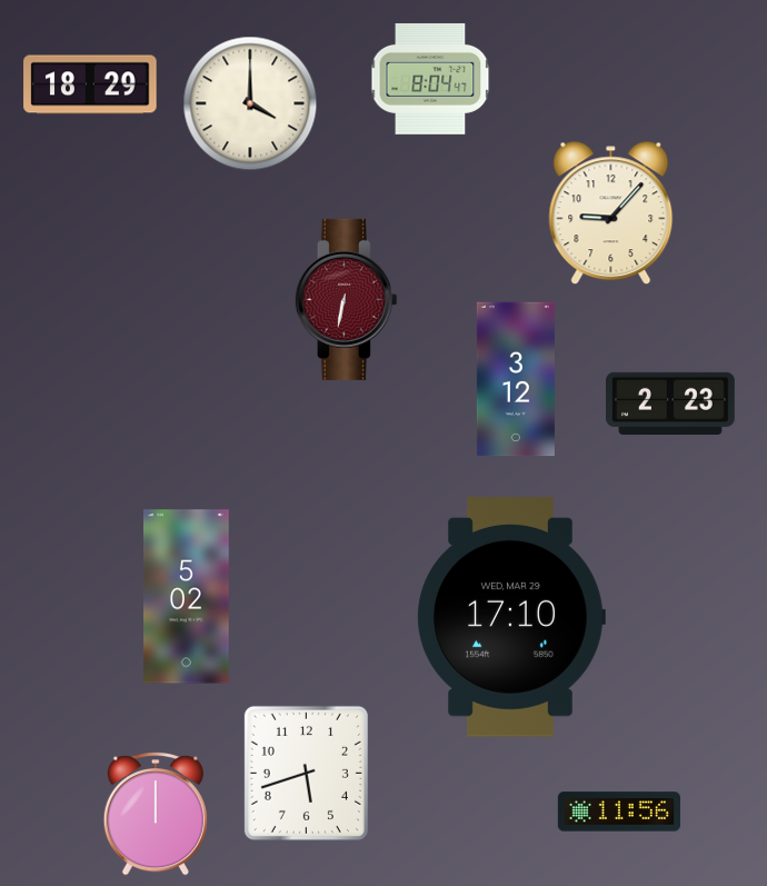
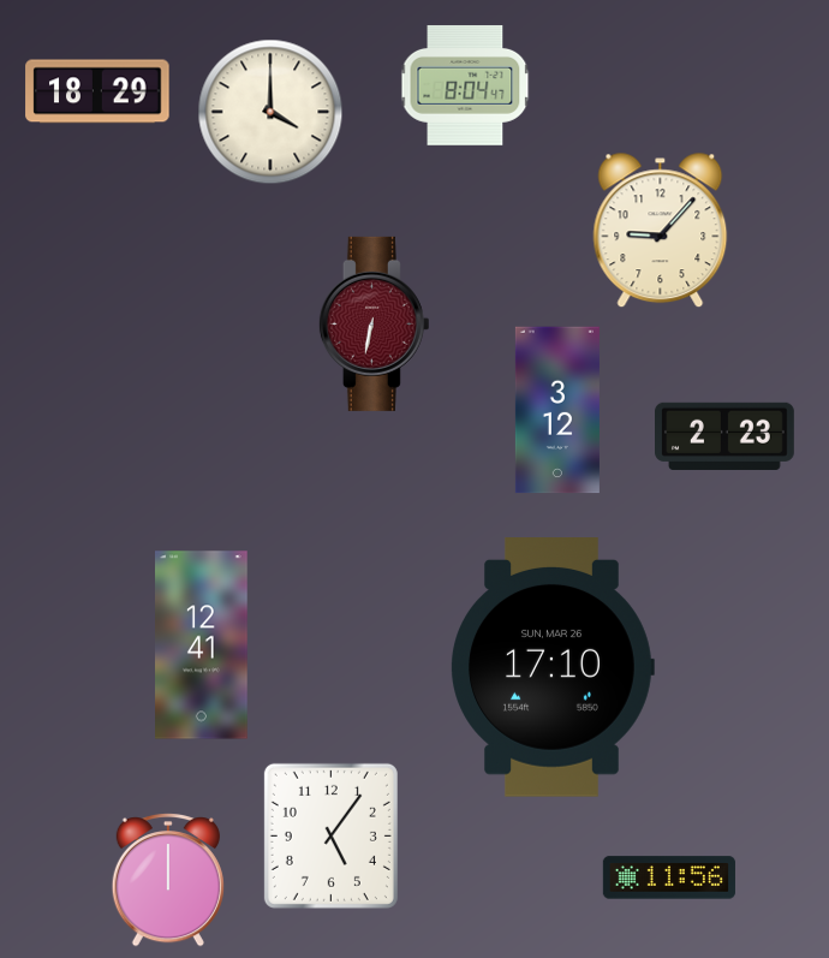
clock at (187, 597): 5:02 -> 12:41
clock at (511, 618) date: WED, MAR 29 -> SUN, MAR 26
clock at (306, 773): 5:42 -> 5:06
